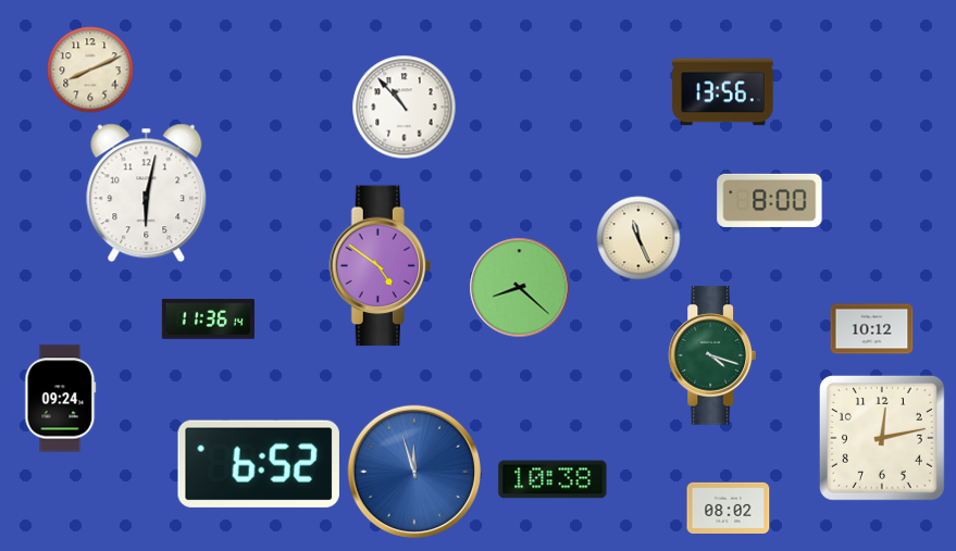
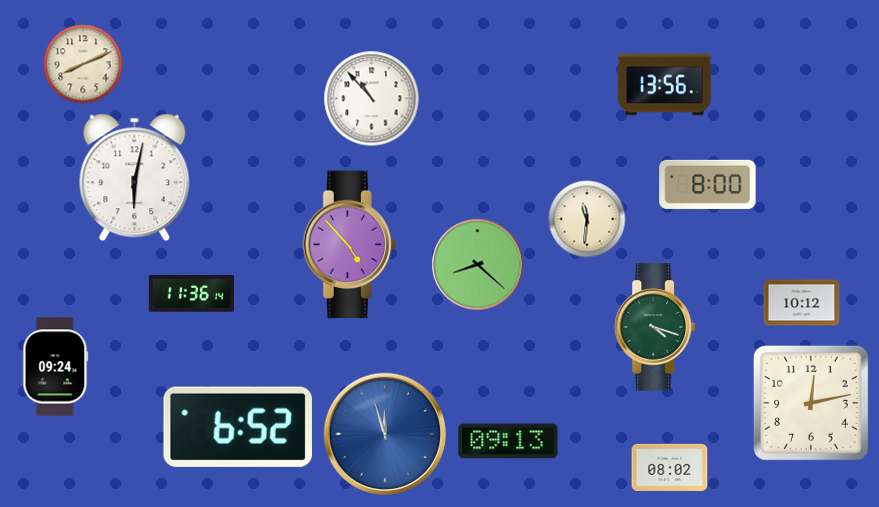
clock at (638, 238): 11:26 -> 11:31
clock at (380, 266): 4:51 -> 4:53
clock at (413, 471) position: (413, 471) -> (384, 433)
clock at (553, 479): 10:38 -> 09:13
